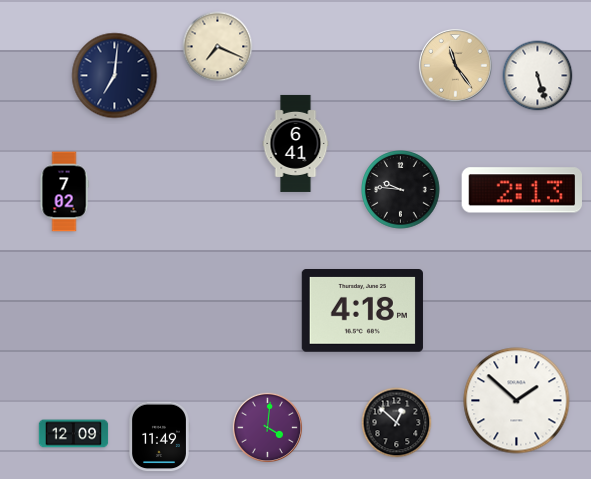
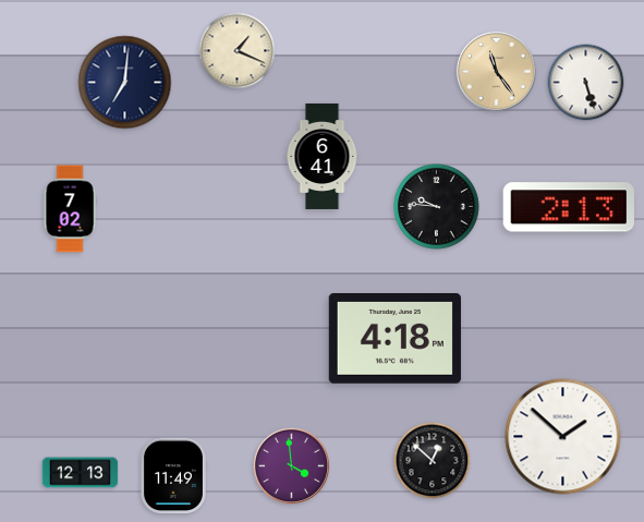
clock at (218, 47): 7:19 -> 1:19
clock at (267, 427): 4:01 -> 3:59
clock at (74, 434): 12:09 -> 12:13
